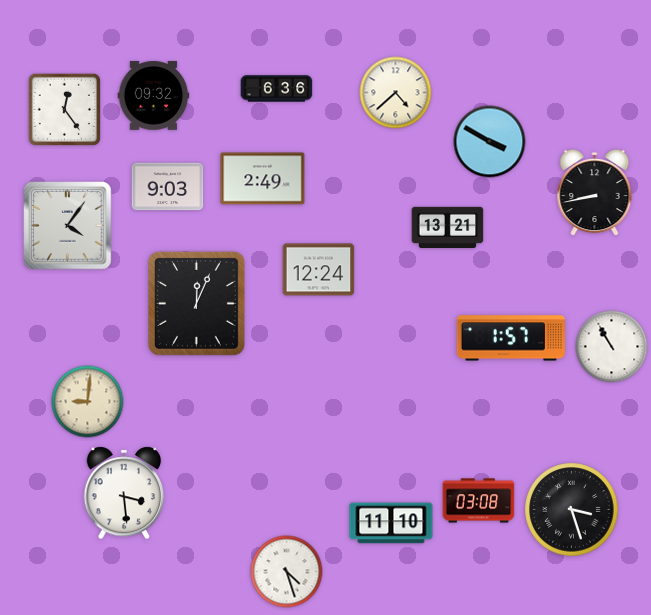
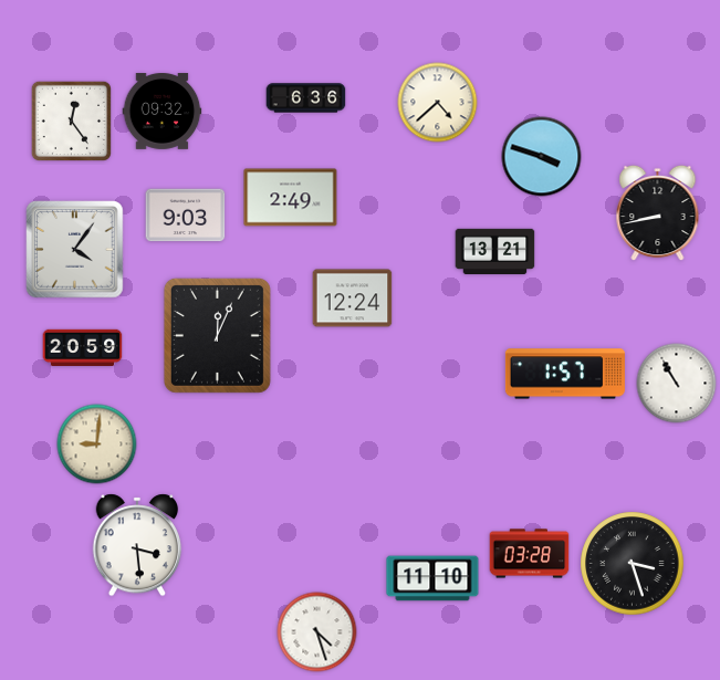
clock at (154, 96) position: (154, 96) -> (163, 112)
clock at (490, 142): 3:50 -> 3:48
clock at (168, 187) position: (168, 187) -> (186, 216)
clock at (83, 347): none -> 20:59
clock at (479, 501): 03:08 -> 03:28
